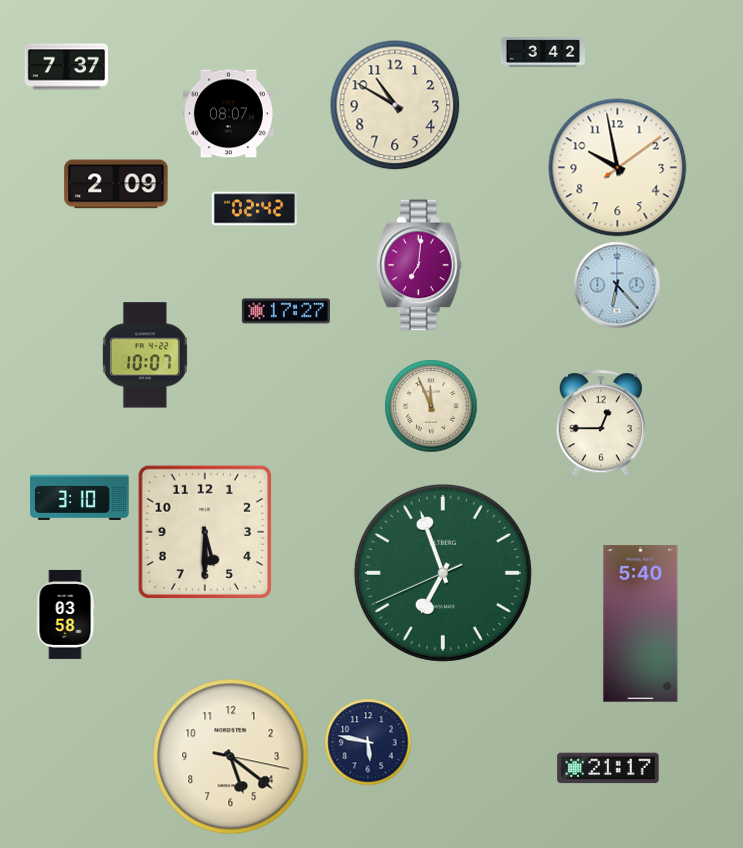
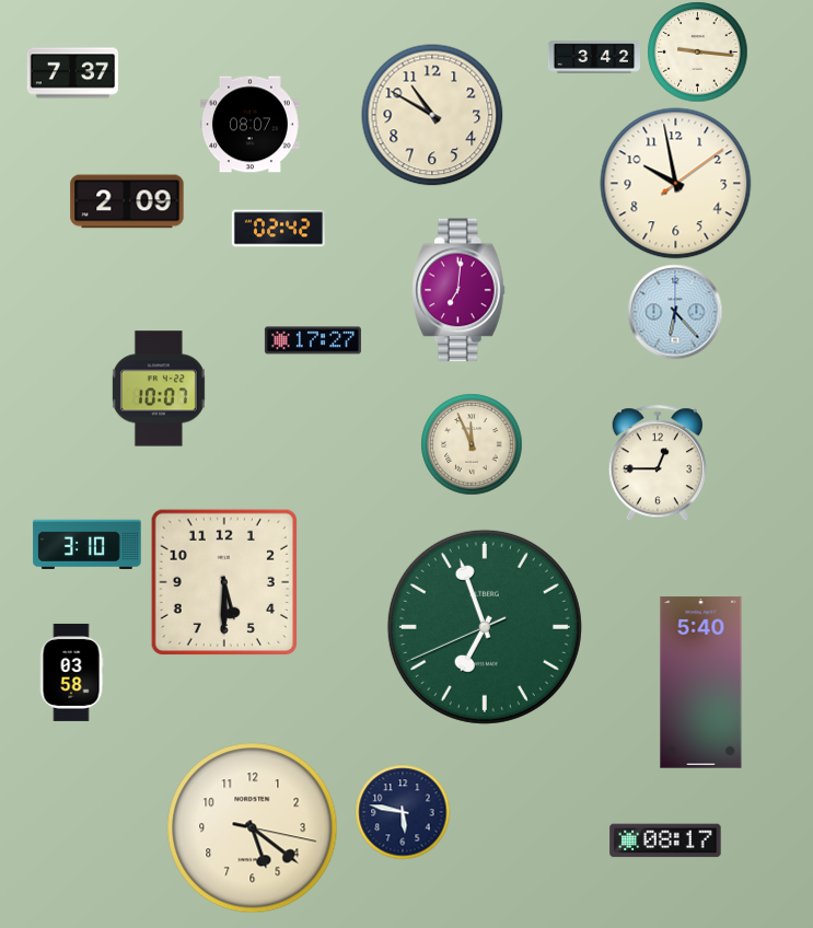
clock at (697, 51): none -> 9:16
clock at (608, 768): 21:17 -> 08:17
